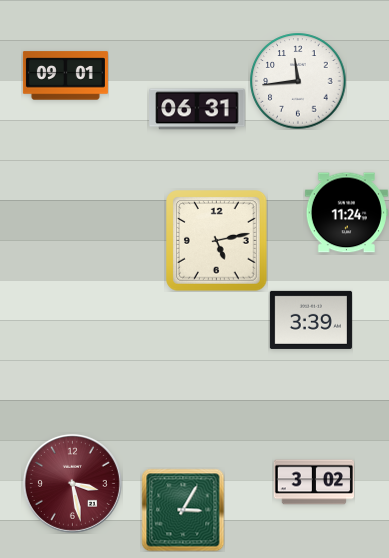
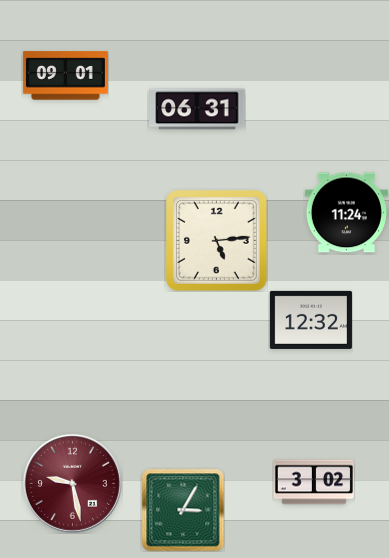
clock at (298, 81): 11:44 -> none
clock at (217, 241): 5:13 -> 5:14
clock at (311, 320): 3:39 -> 12:32
clock at (72, 483): 3:28 -> 9:28
